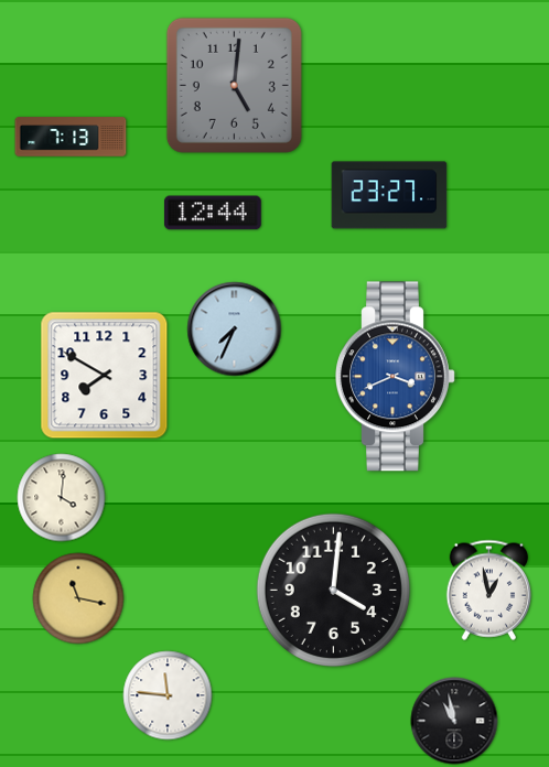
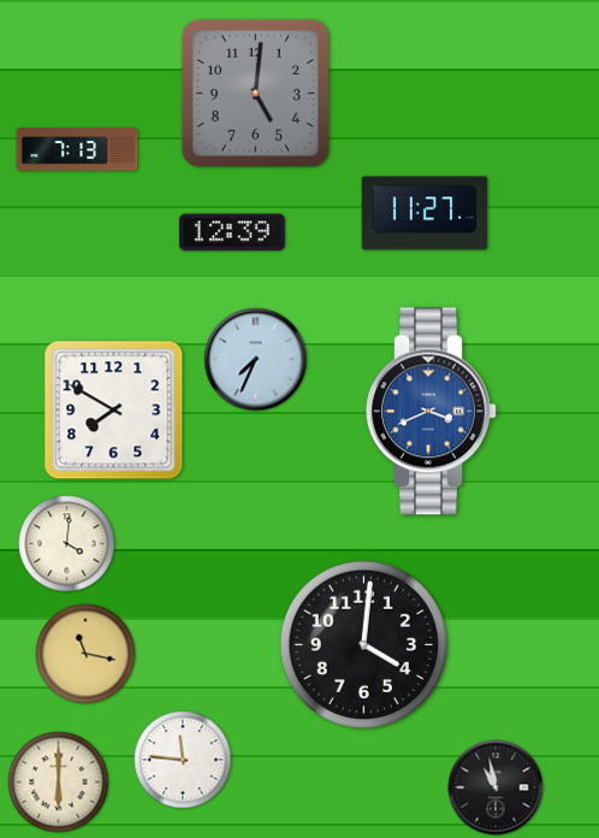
clock at (389, 195): 23:27 -> 11:27
clock at (213, 213): 12:44 -> 12:39
clock at (488, 590): 12:58 -> none
clock at (59, 783): none -> 6:00
